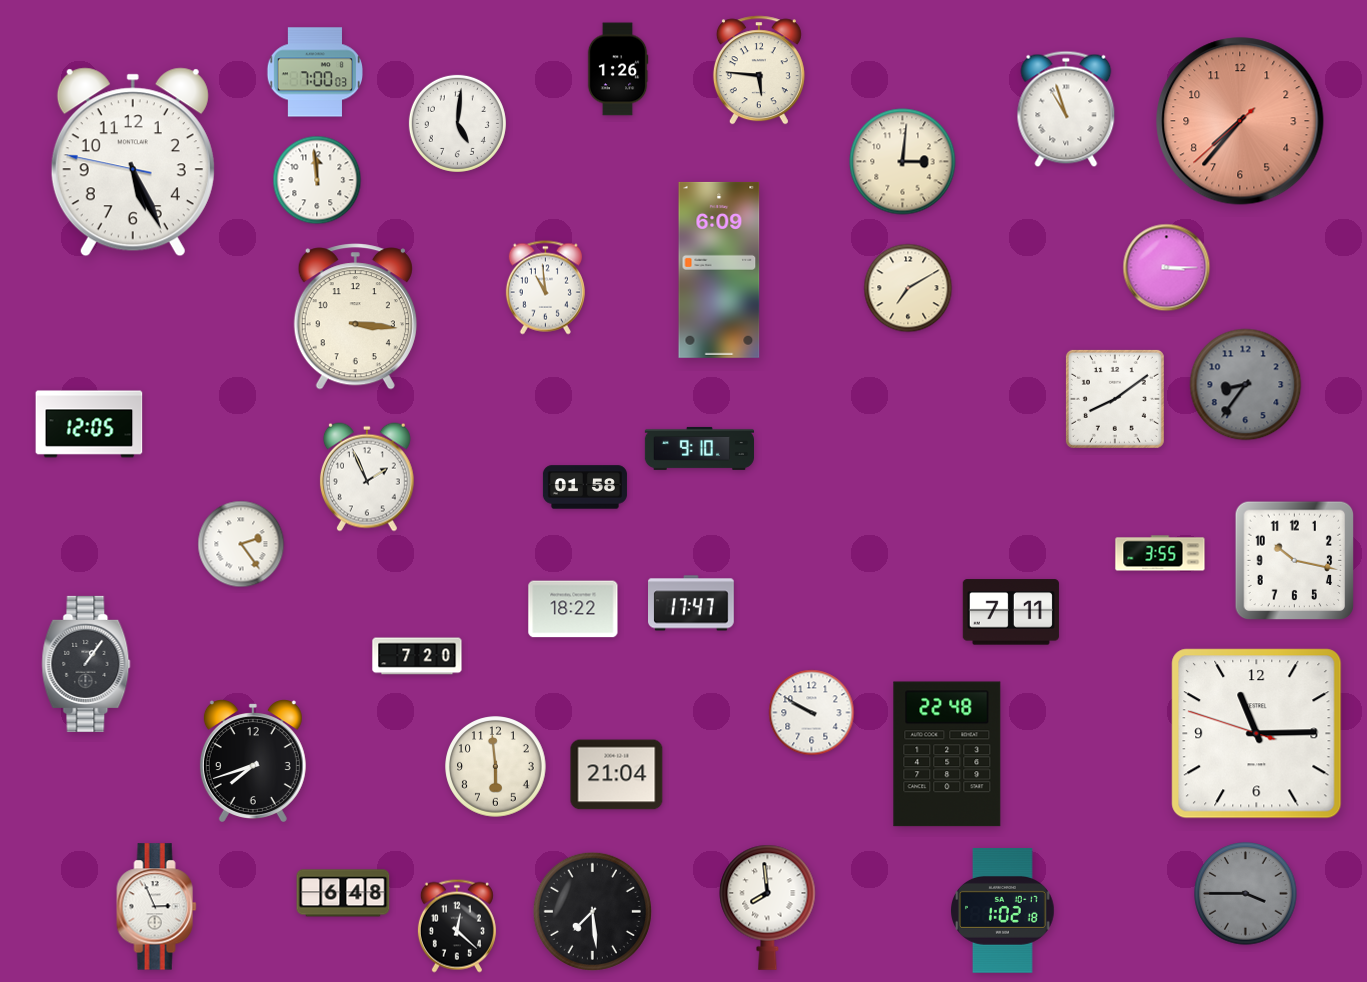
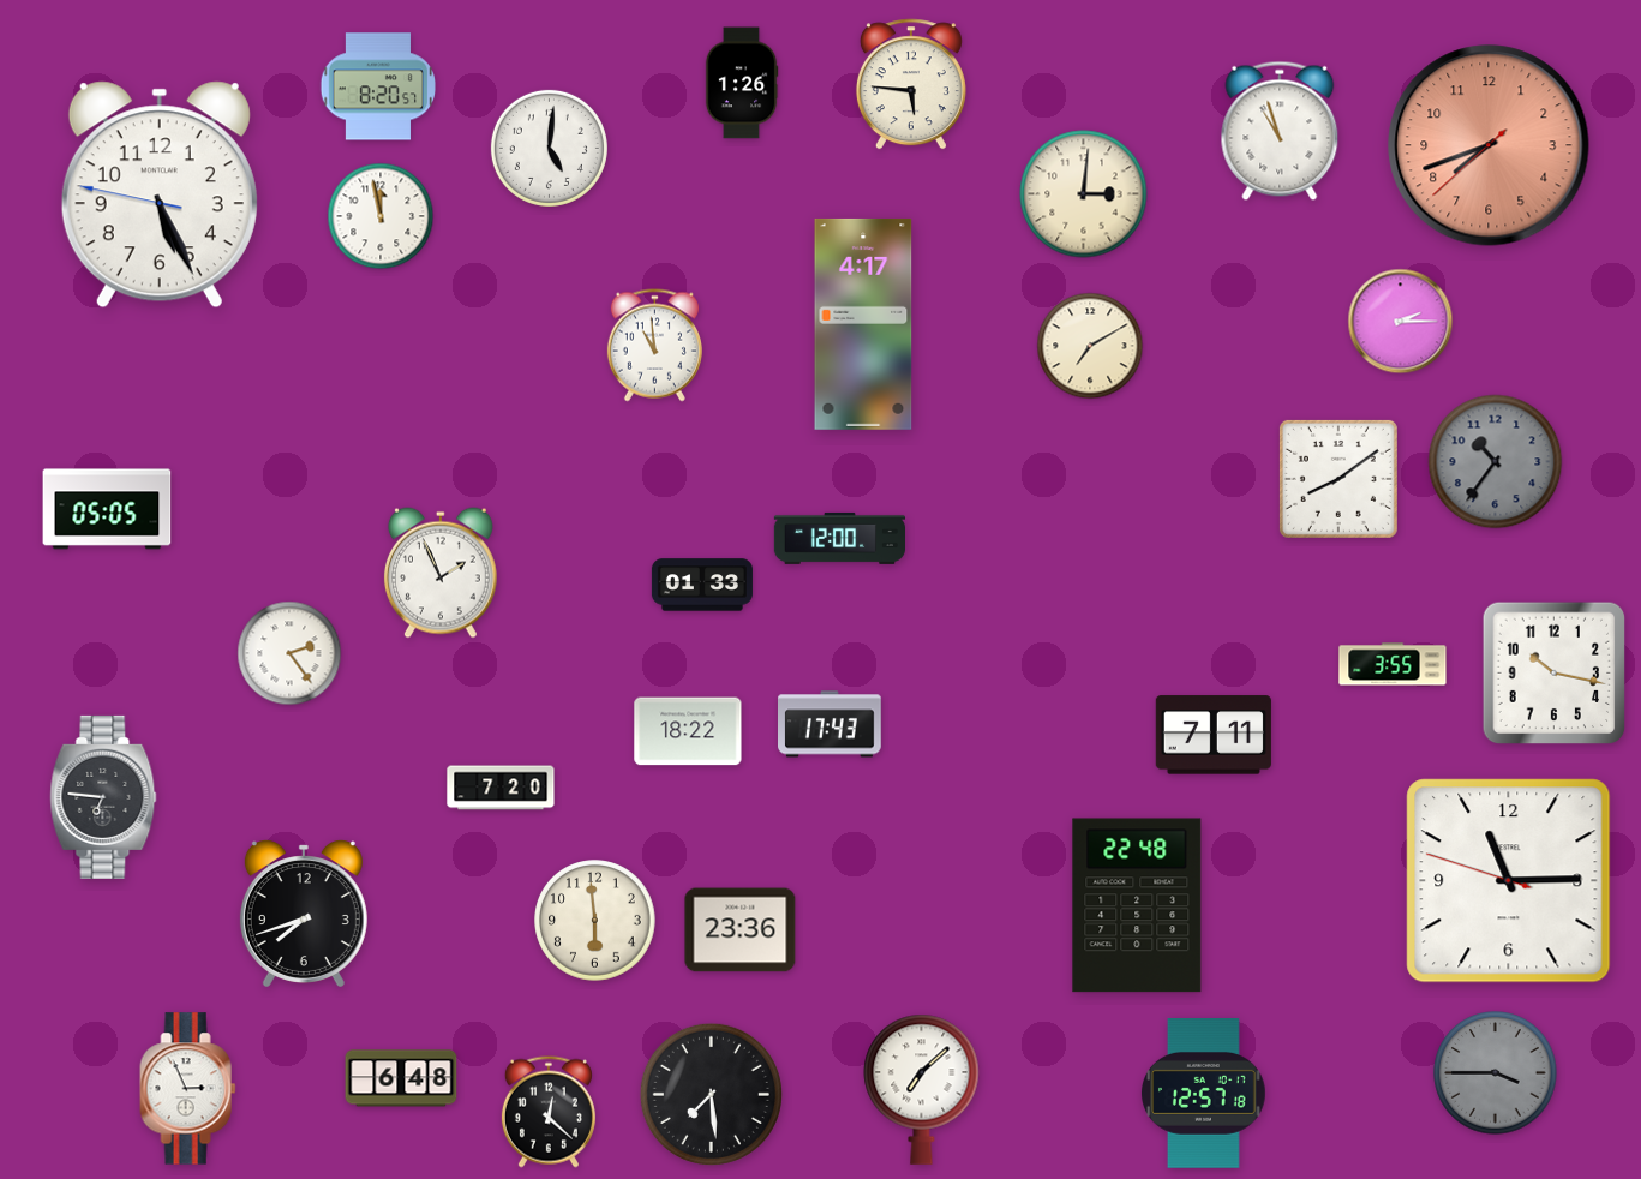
clock at (314, 72): 7:00 -> 8:20
clock at (1240, 121): 7:36 -> 7:41
clock at (317, 180): 11:59 -> 11:58
clock at (1167, 268): 3:15 -> 2:15
clock at (719, 270): 6:09 -> 4:17
clock at (355, 317): 3:16 -> none
clock at (1246, 385): 8:36 -> 10:36
clock at (89, 424): 12:05 -> 05:05
clock at (699, 448): 9:10 -> 12:00
clock at (585, 487): 01:58 -> 01:33
clock at (692, 603): 17:47 -> 17:43
clock at (86, 664): 1:06 -> 6:46
clock at (812, 713): 9:50 -> none
clock at (617, 775): 21:04 -> 23:36
clock at (343, 893) position: (343, 893) -> (401, 1078)
clock at (768, 907): 7:59 -> 7:08
clock at (1003, 911): 1:02 -> 12:57
